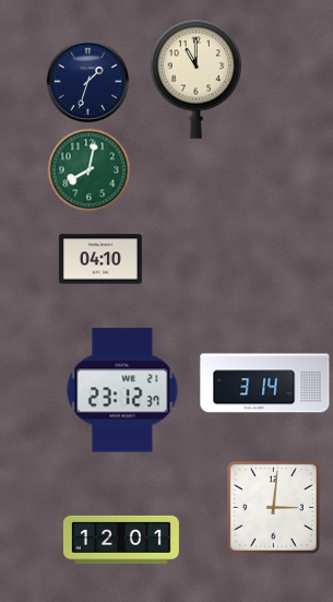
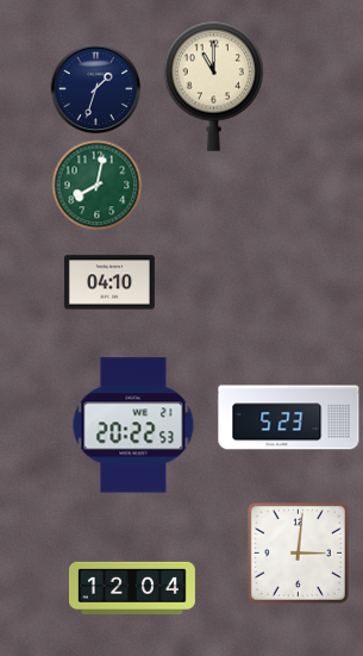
clock at (265, 383): 3:14 -> 5:23
clock at (122, 390): 23:12 -> 20:22
clock at (121, 540): 12:01 -> 12:04
